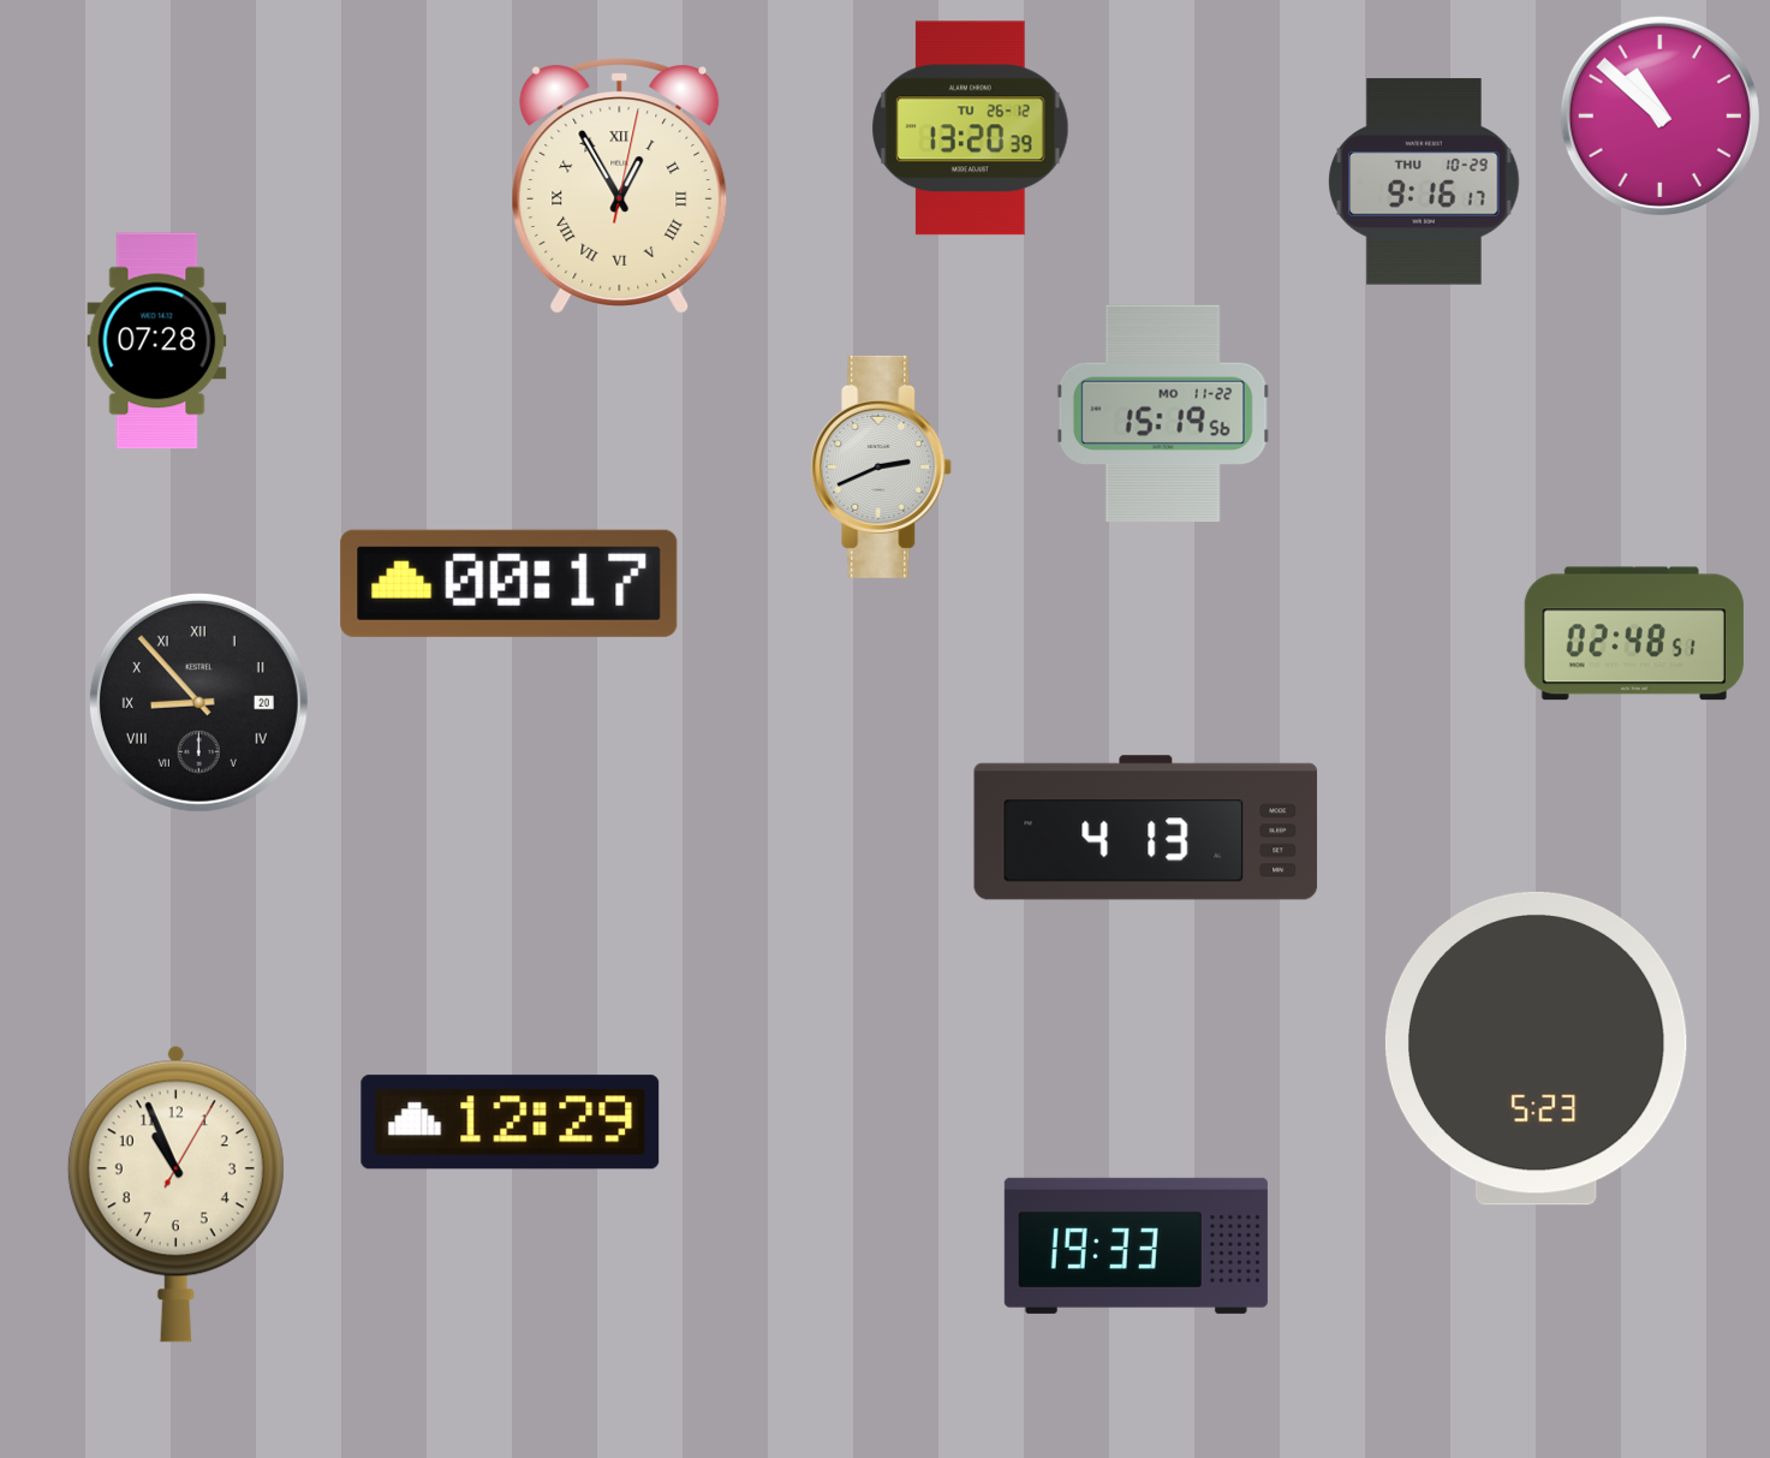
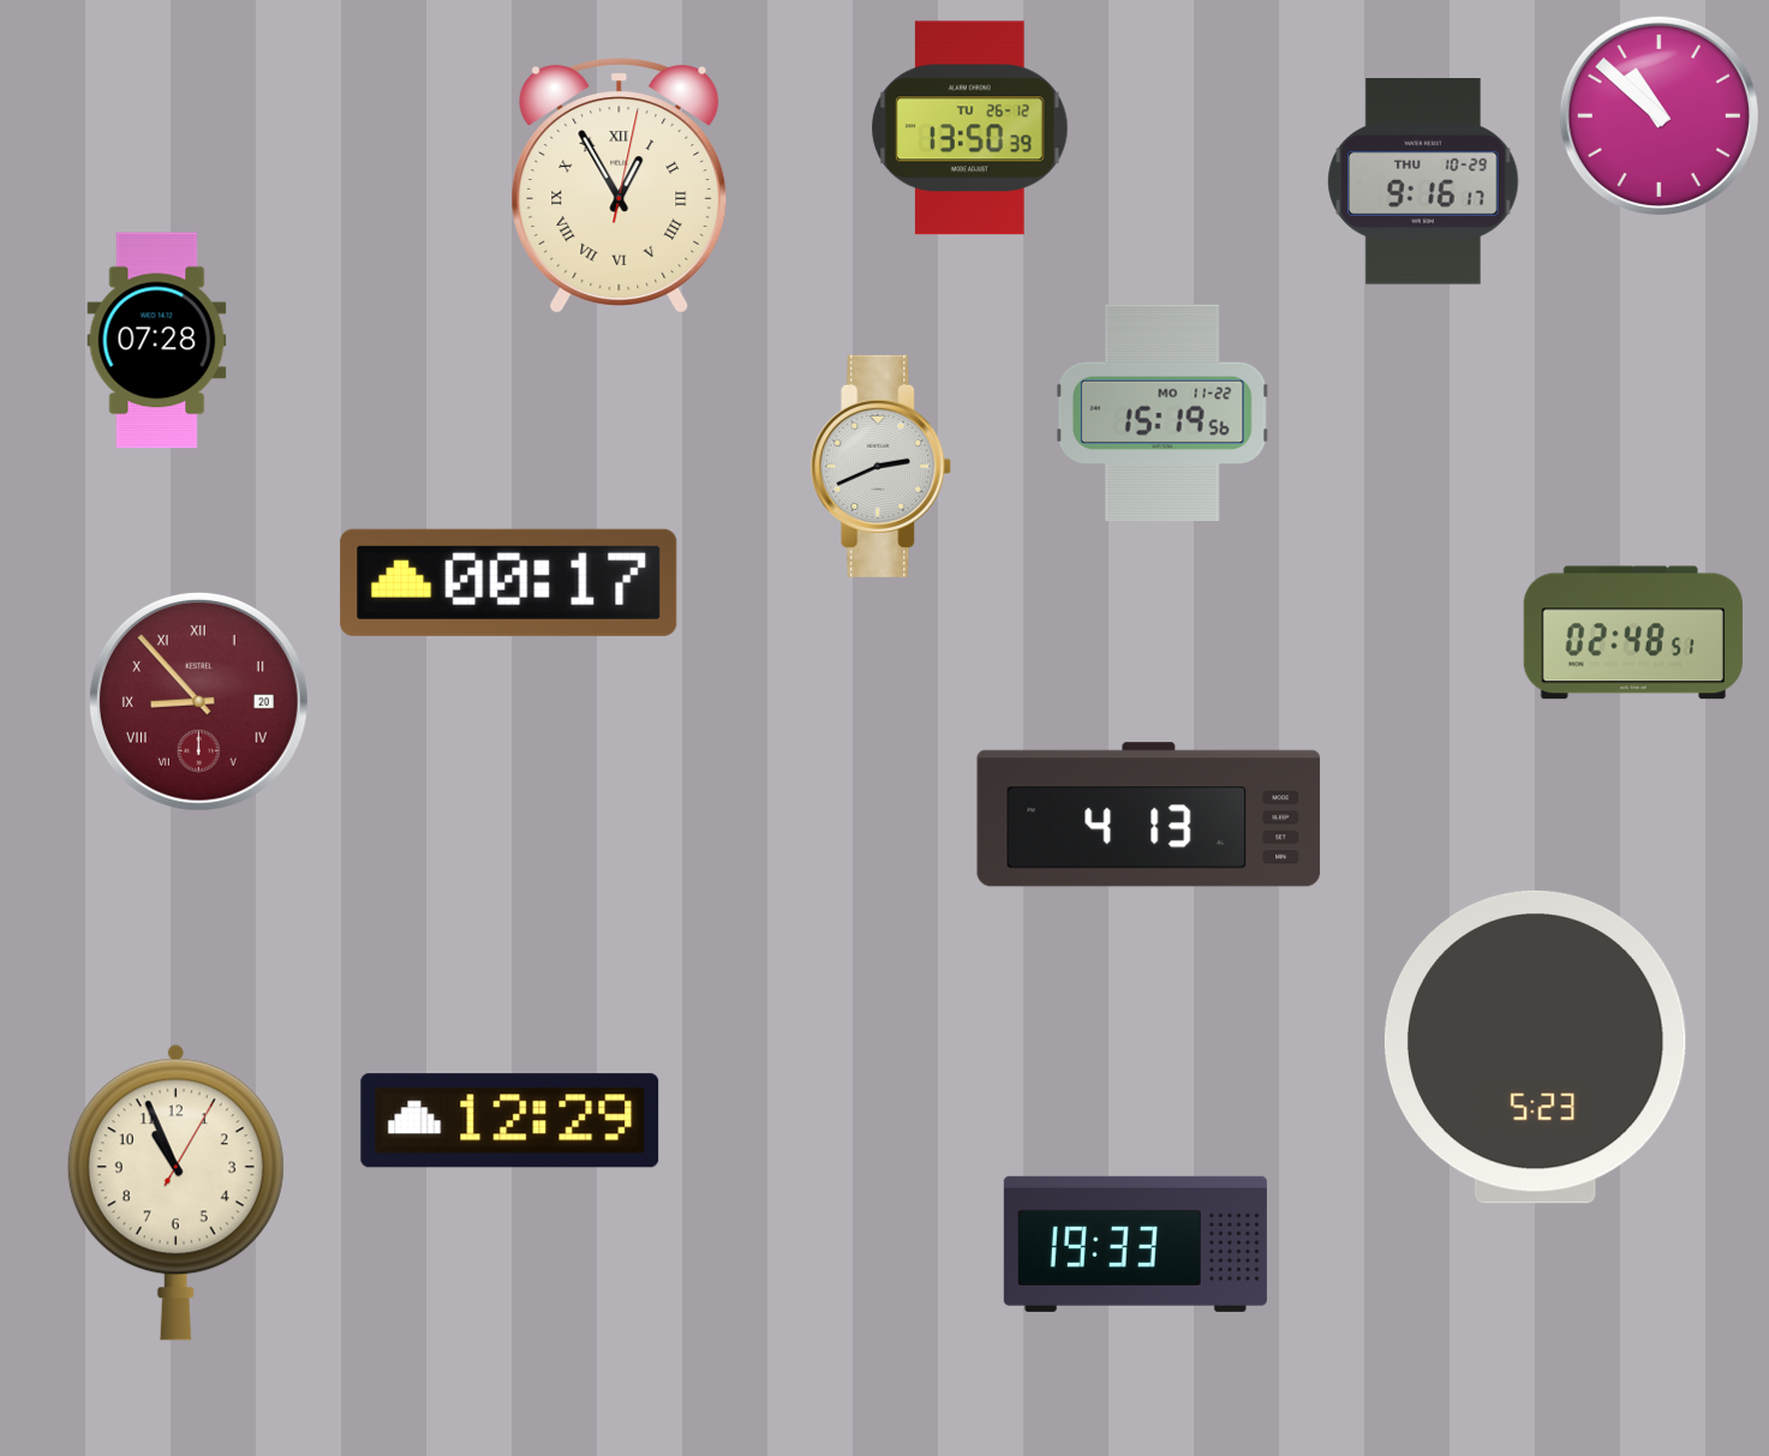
clock at (971, 129): 13:20 -> 13:50
clock at (198, 702) dial: black -> burgundy
clock at (1146, 828) position: (1146, 828) -> (1149, 815)
